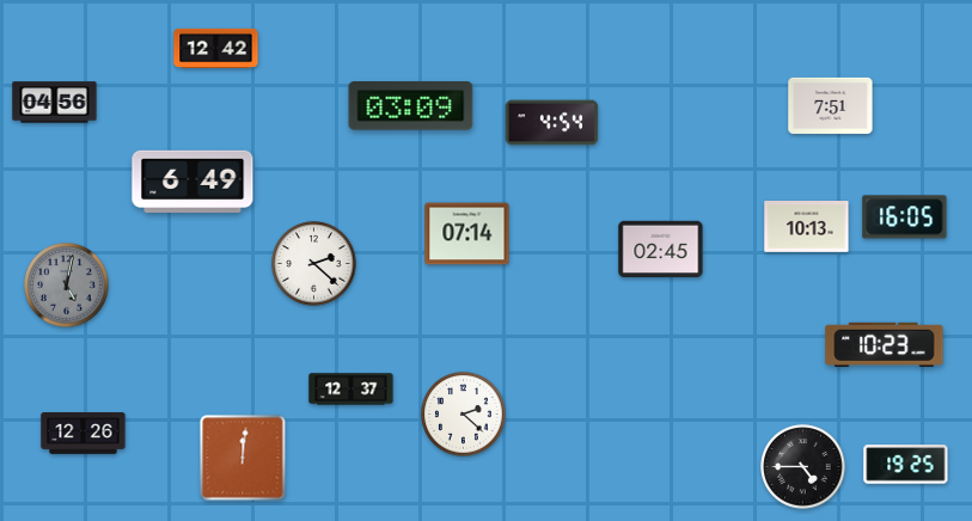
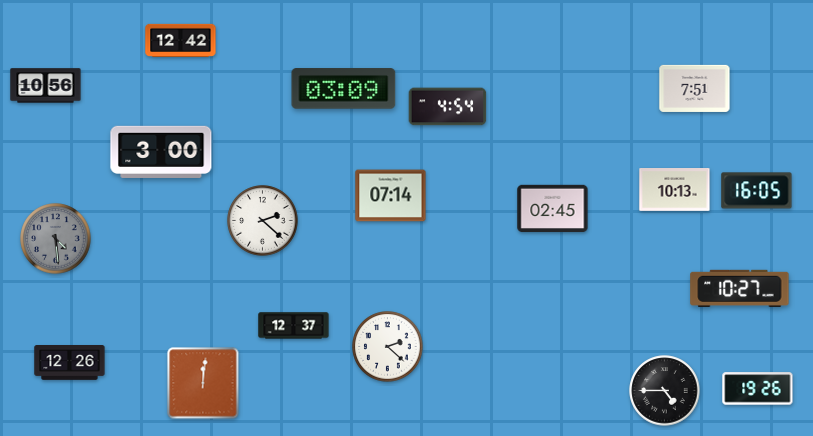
clock at (55, 103): 04:56 -> 10:56
clock at (552, 123) position: (552, 123) -> (448, 107)
clock at (192, 182): 6:49 -> 3:00
clock at (905, 217) position: (905, 217) -> (757, 191)
clock at (67, 286): 5:02 -> 4:29
clock at (885, 344): 10:23 -> 10:27
clock at (906, 465): 19:25 -> 19:26
clock at (803, 467) position: (803, 467) -> (665, 391)
